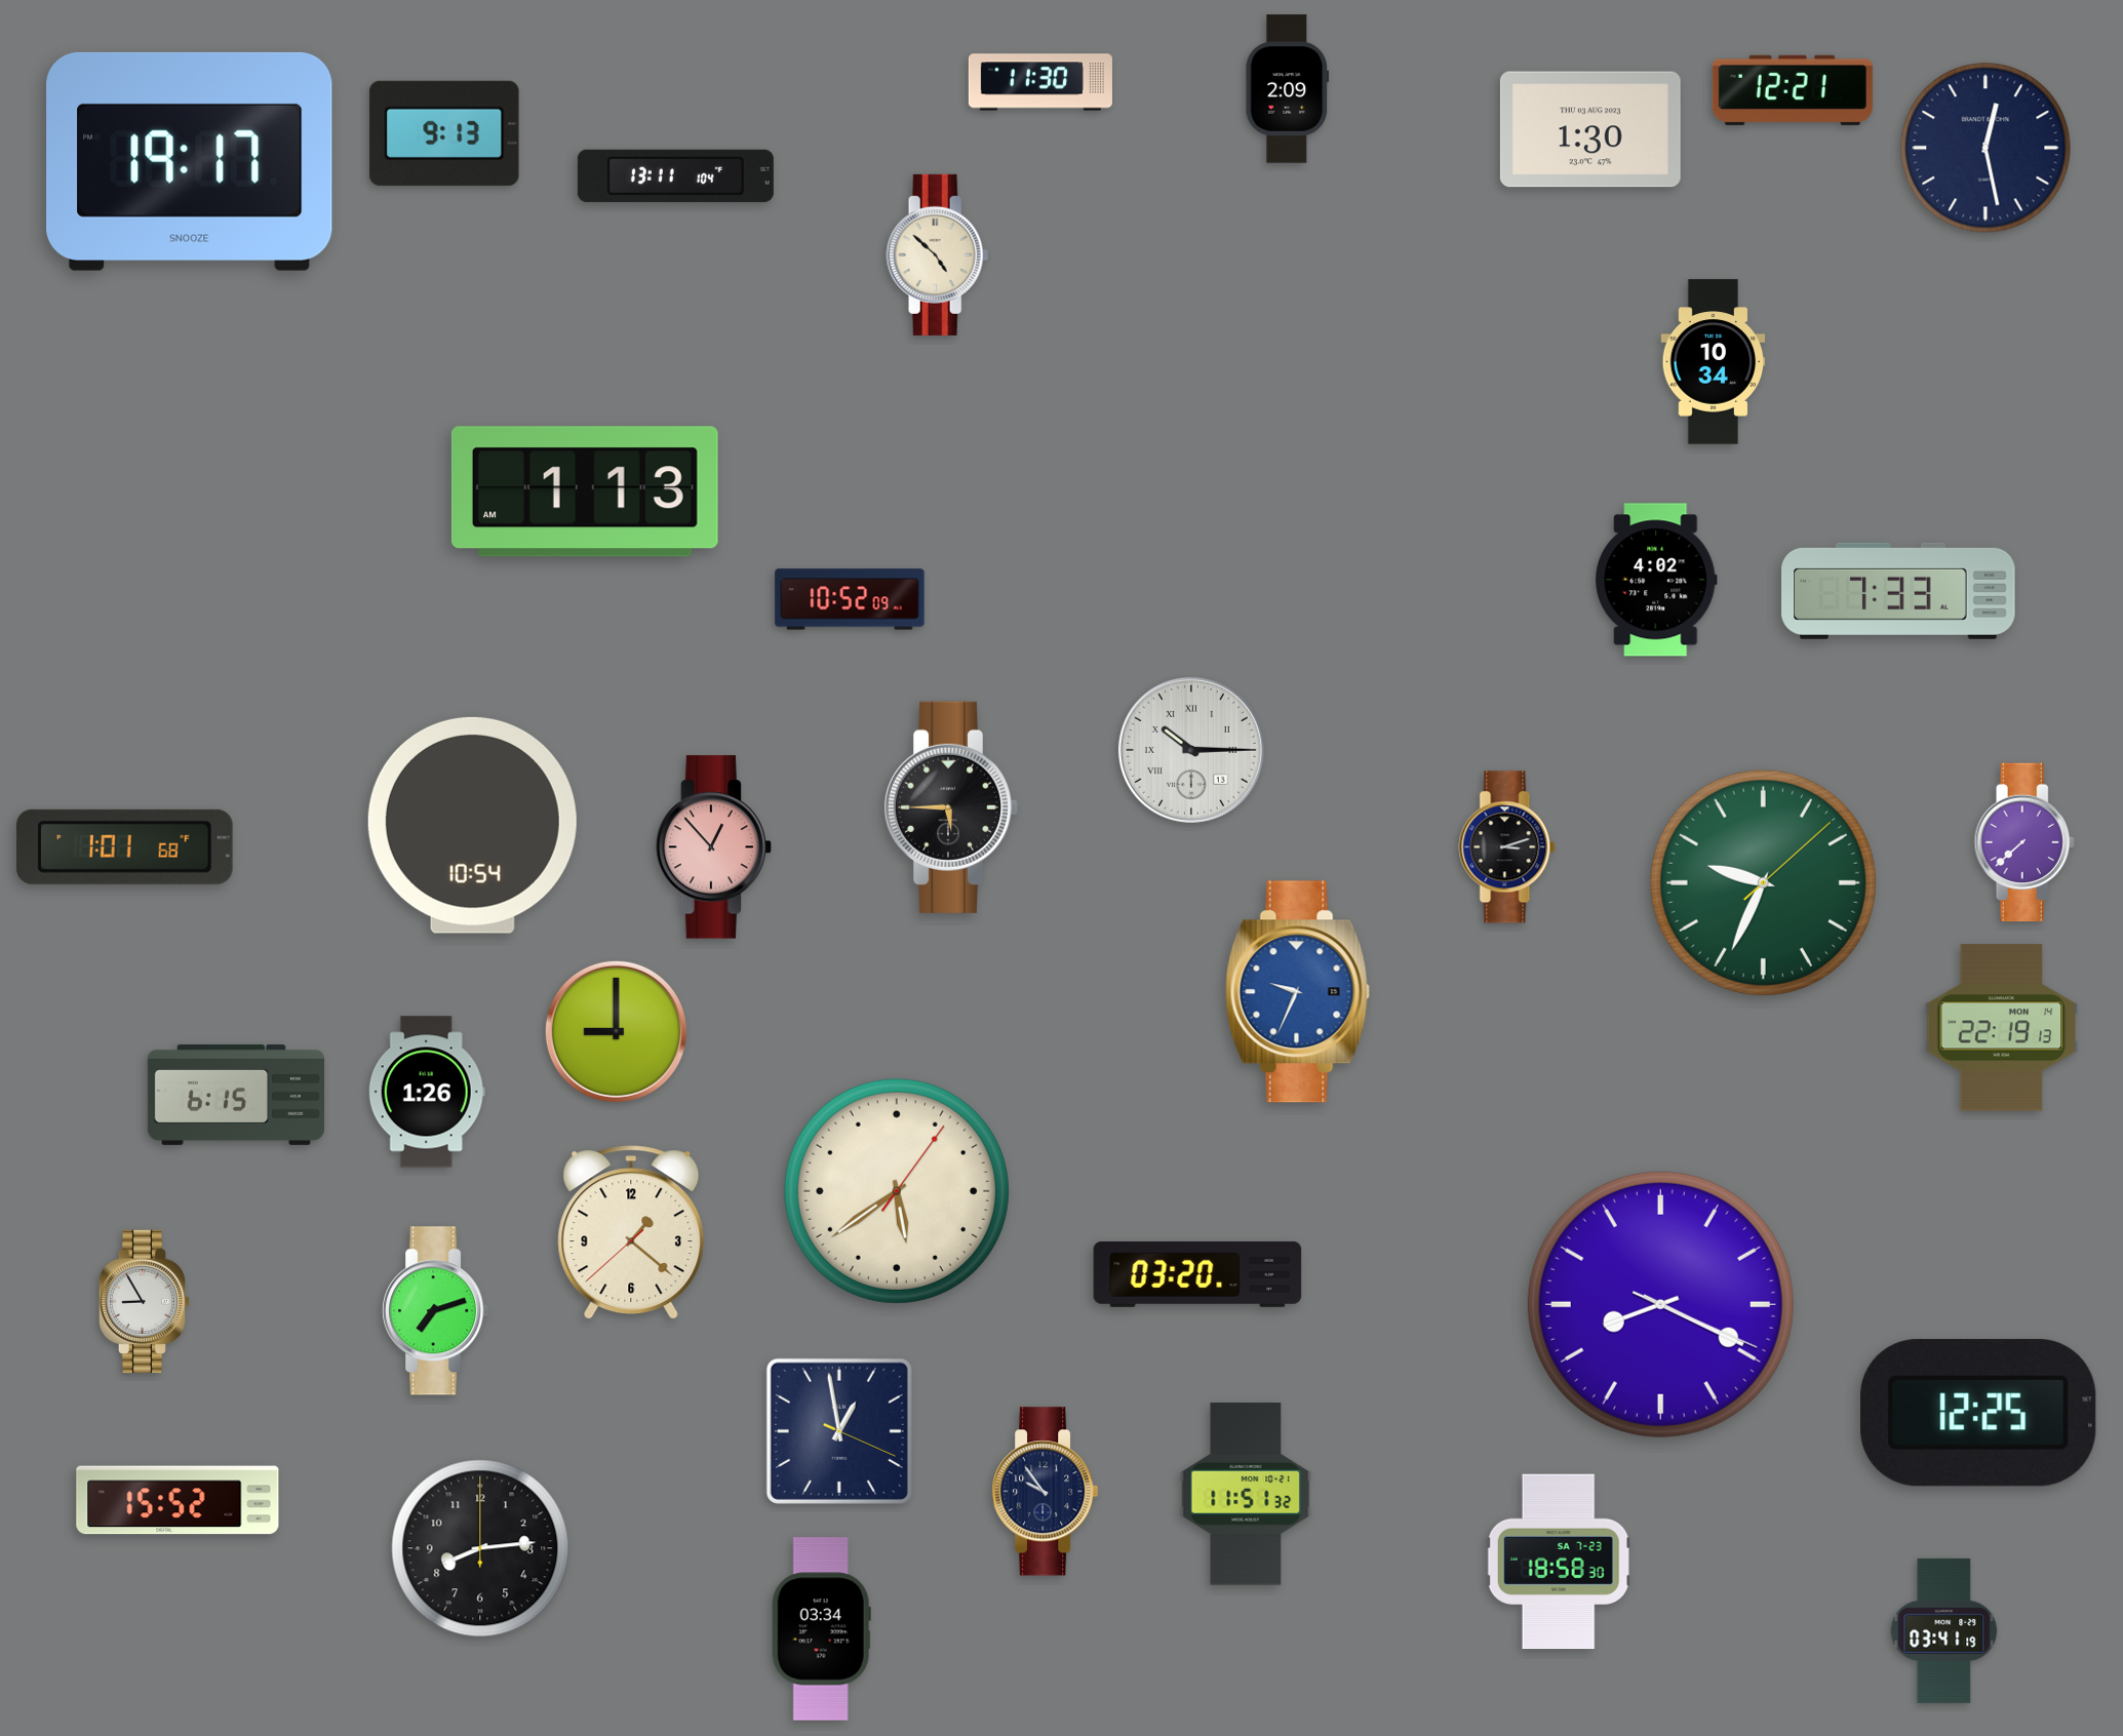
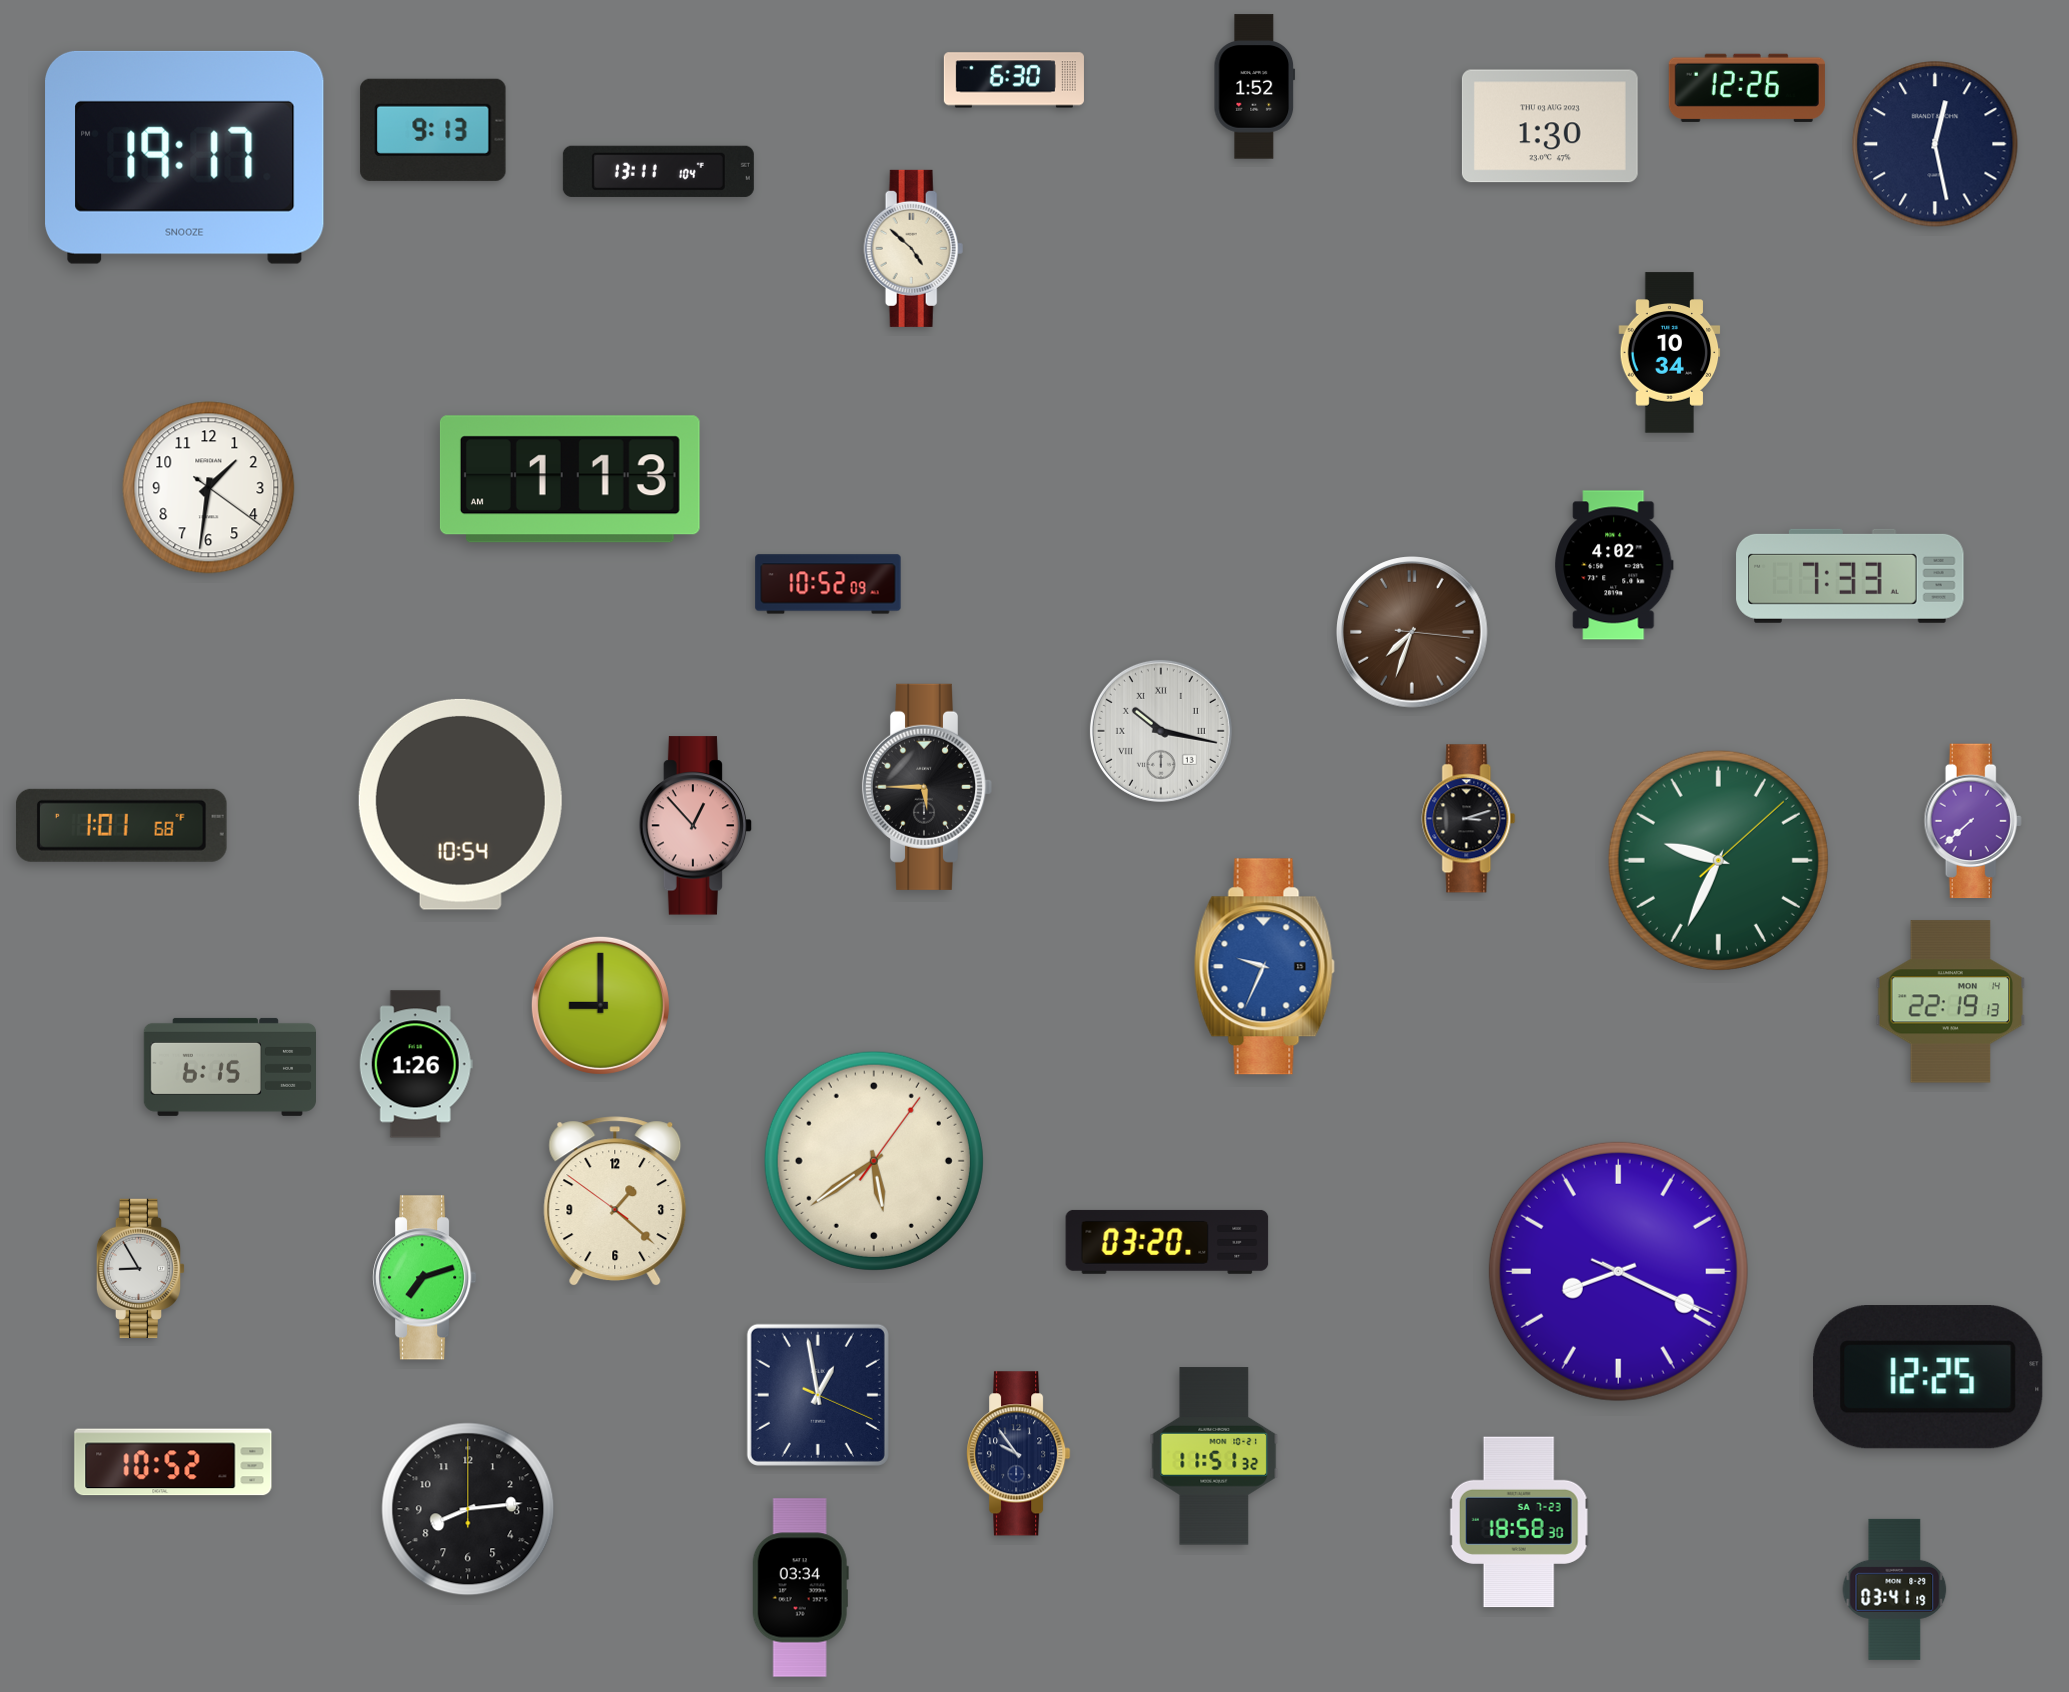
clock at (1040, 82): 11:30 -> 6:30
clock at (1287, 89): 2:09 -> 1:52
clock at (1793, 90): 12:21 -> 12:26
clock at (209, 488): none -> 1:31
clock at (1412, 632): none -> 7:33
clock at (1191, 750): 10:15 -> 10:17
clock at (1507, 847) position: (1507, 847) -> (1469, 819)
clock at (631, 1232): 1:21:38 -> 1:21:51
clock at (178, 1500): 15:52 -> 10:52
